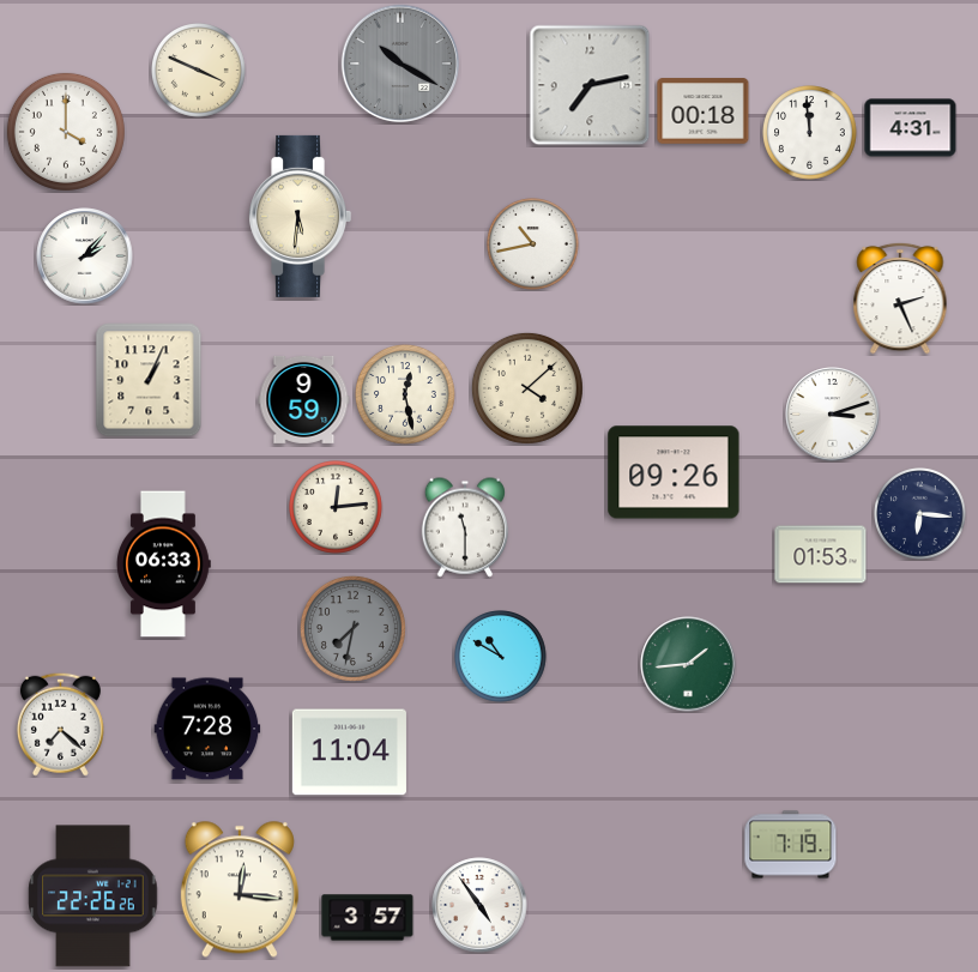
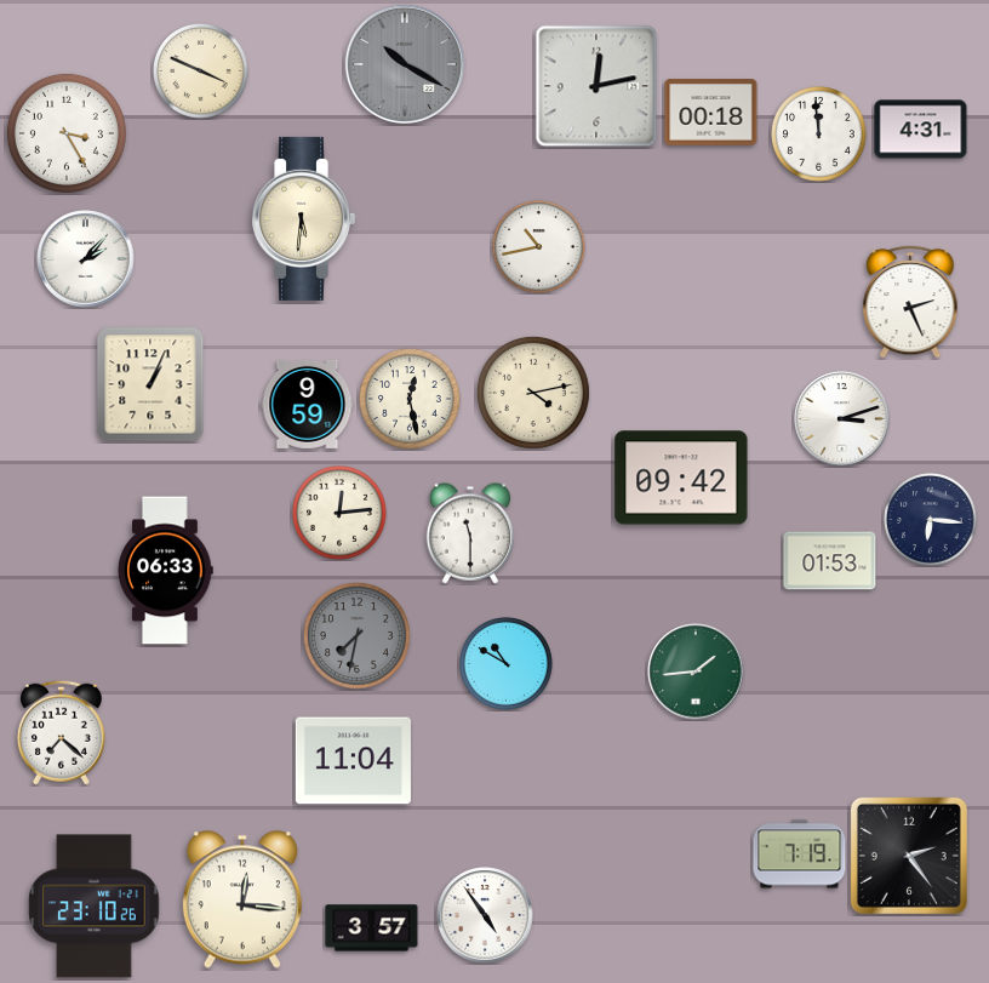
clock at (590, 85): 7:13 -> 12:13
clock at (66, 132): 4:00 -> 3:25
clock at (527, 388): 4:08 -> 4:13
clock at (674, 472): 09:26 -> 09:42
clock at (207, 729): 7:28 -> none
clock at (909, 856): none -> 2:24
clock at (93, 896): 22:26 -> 23:10
